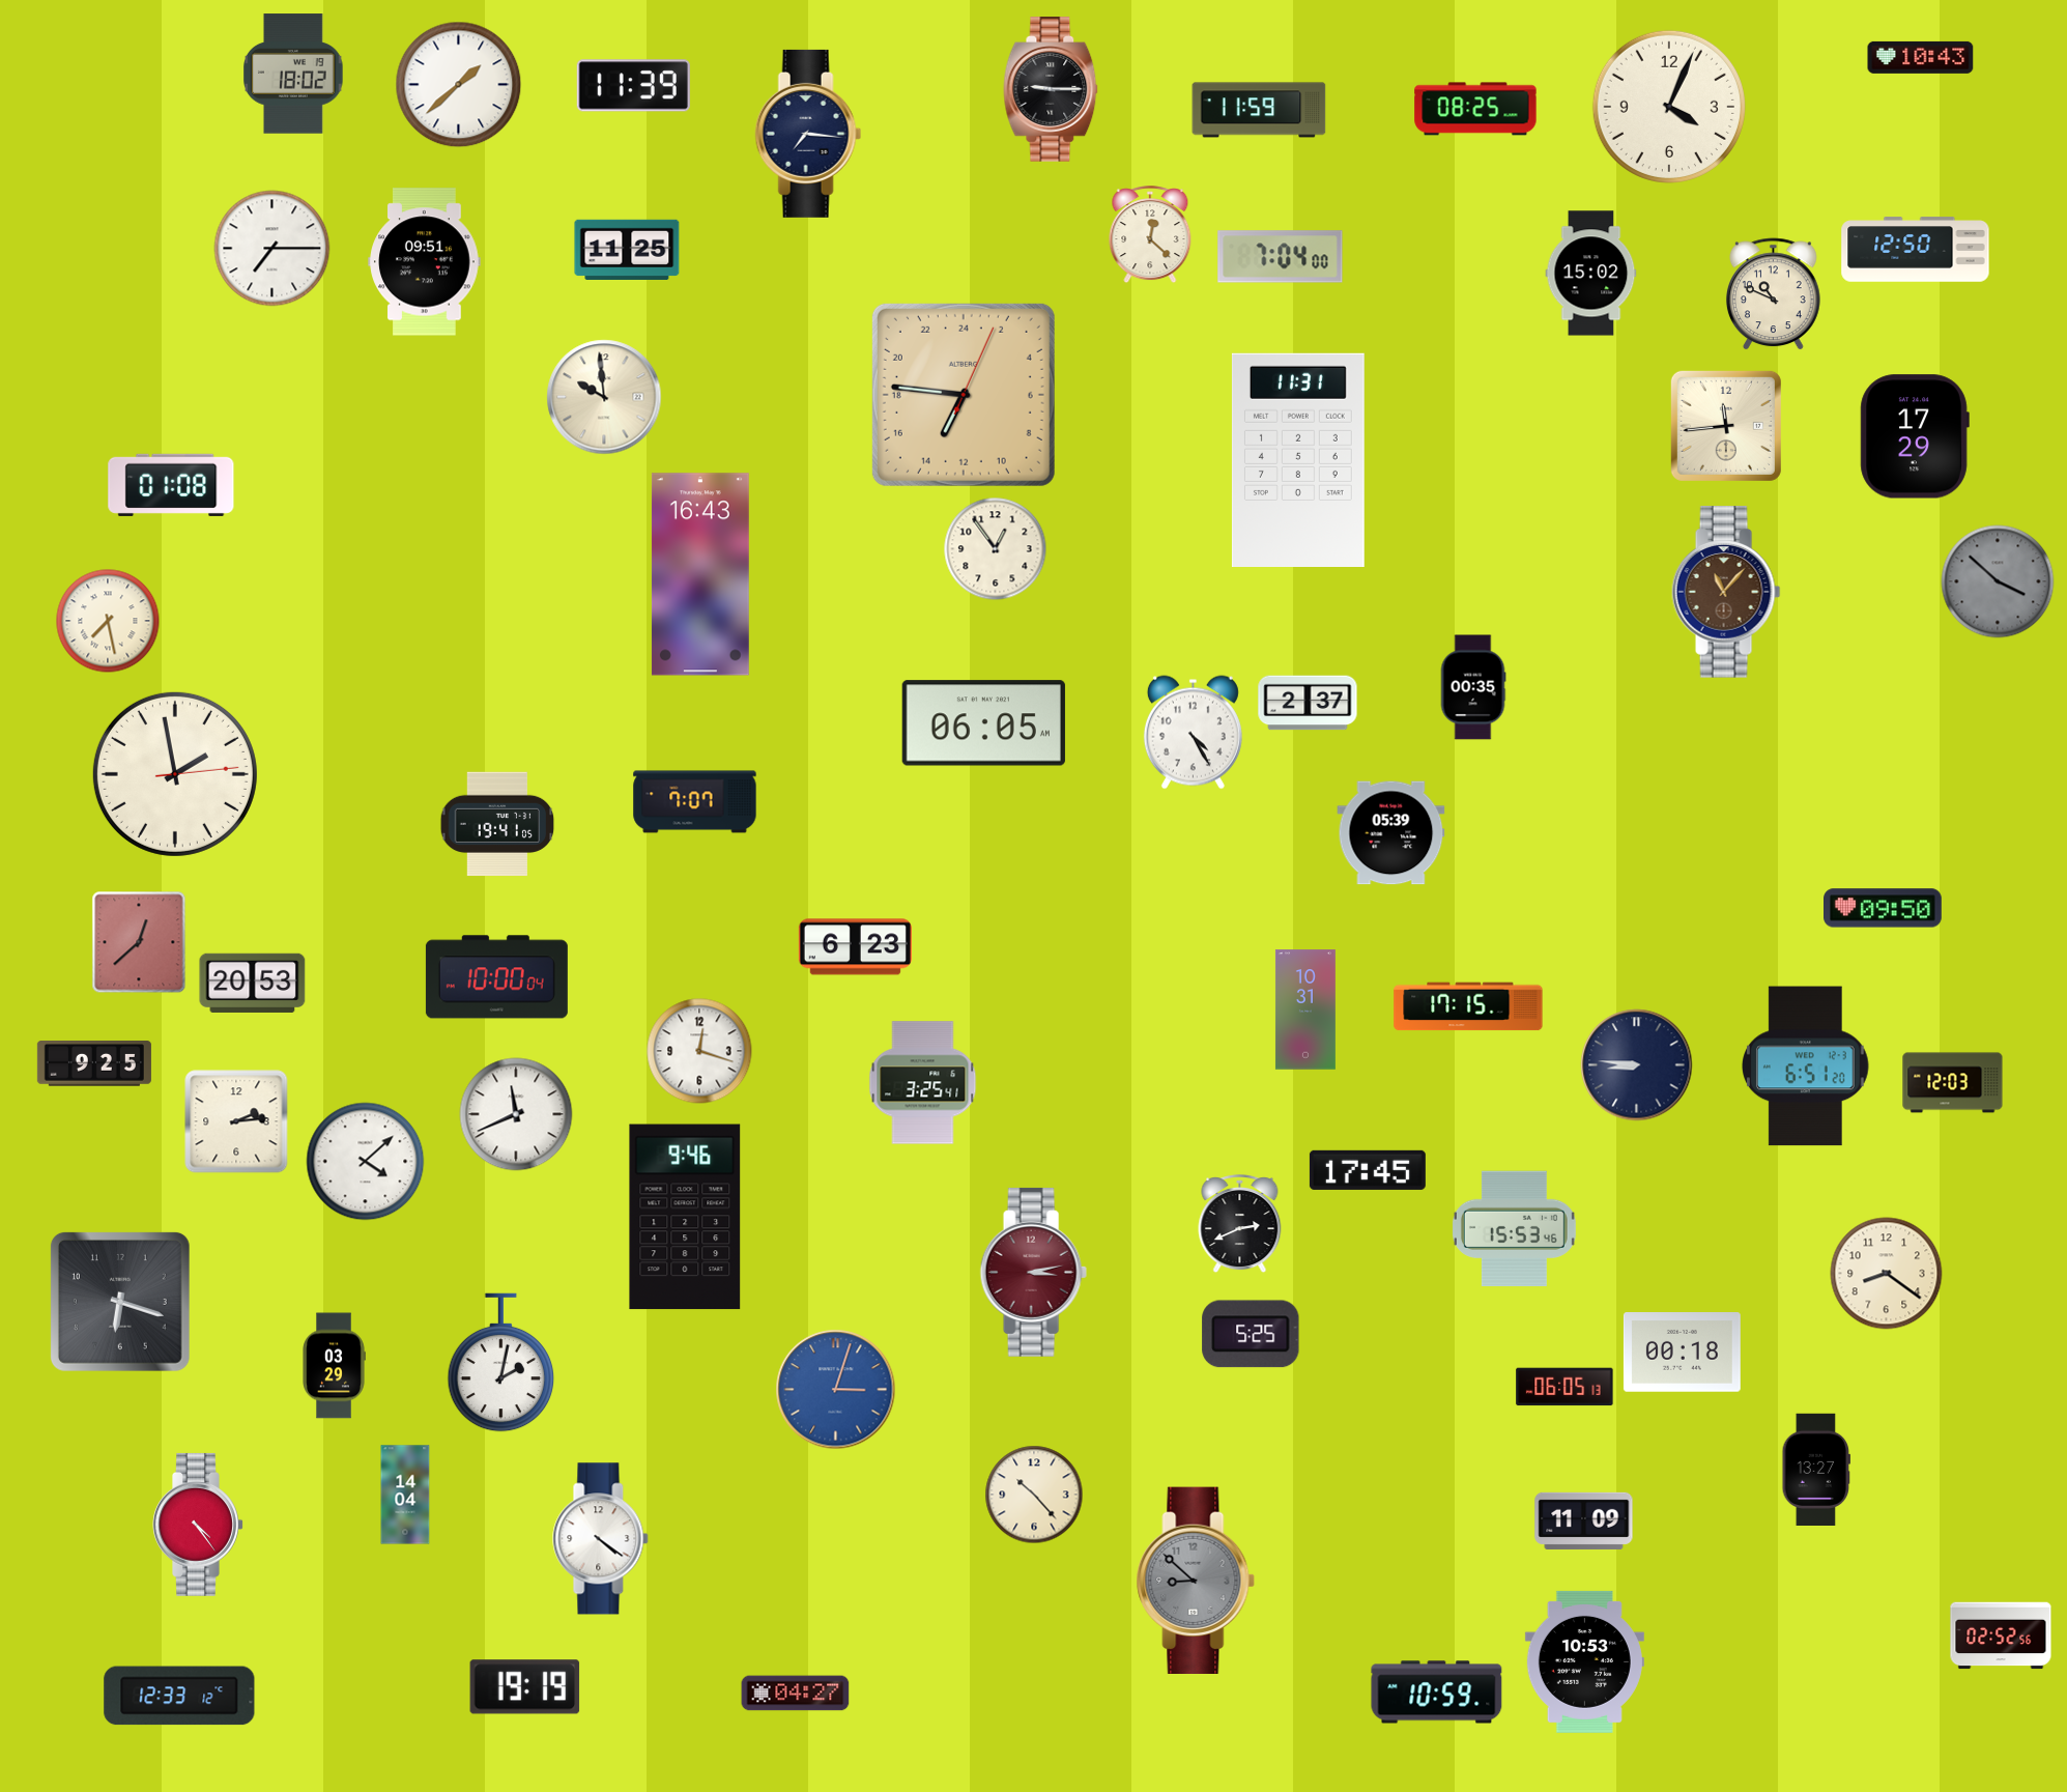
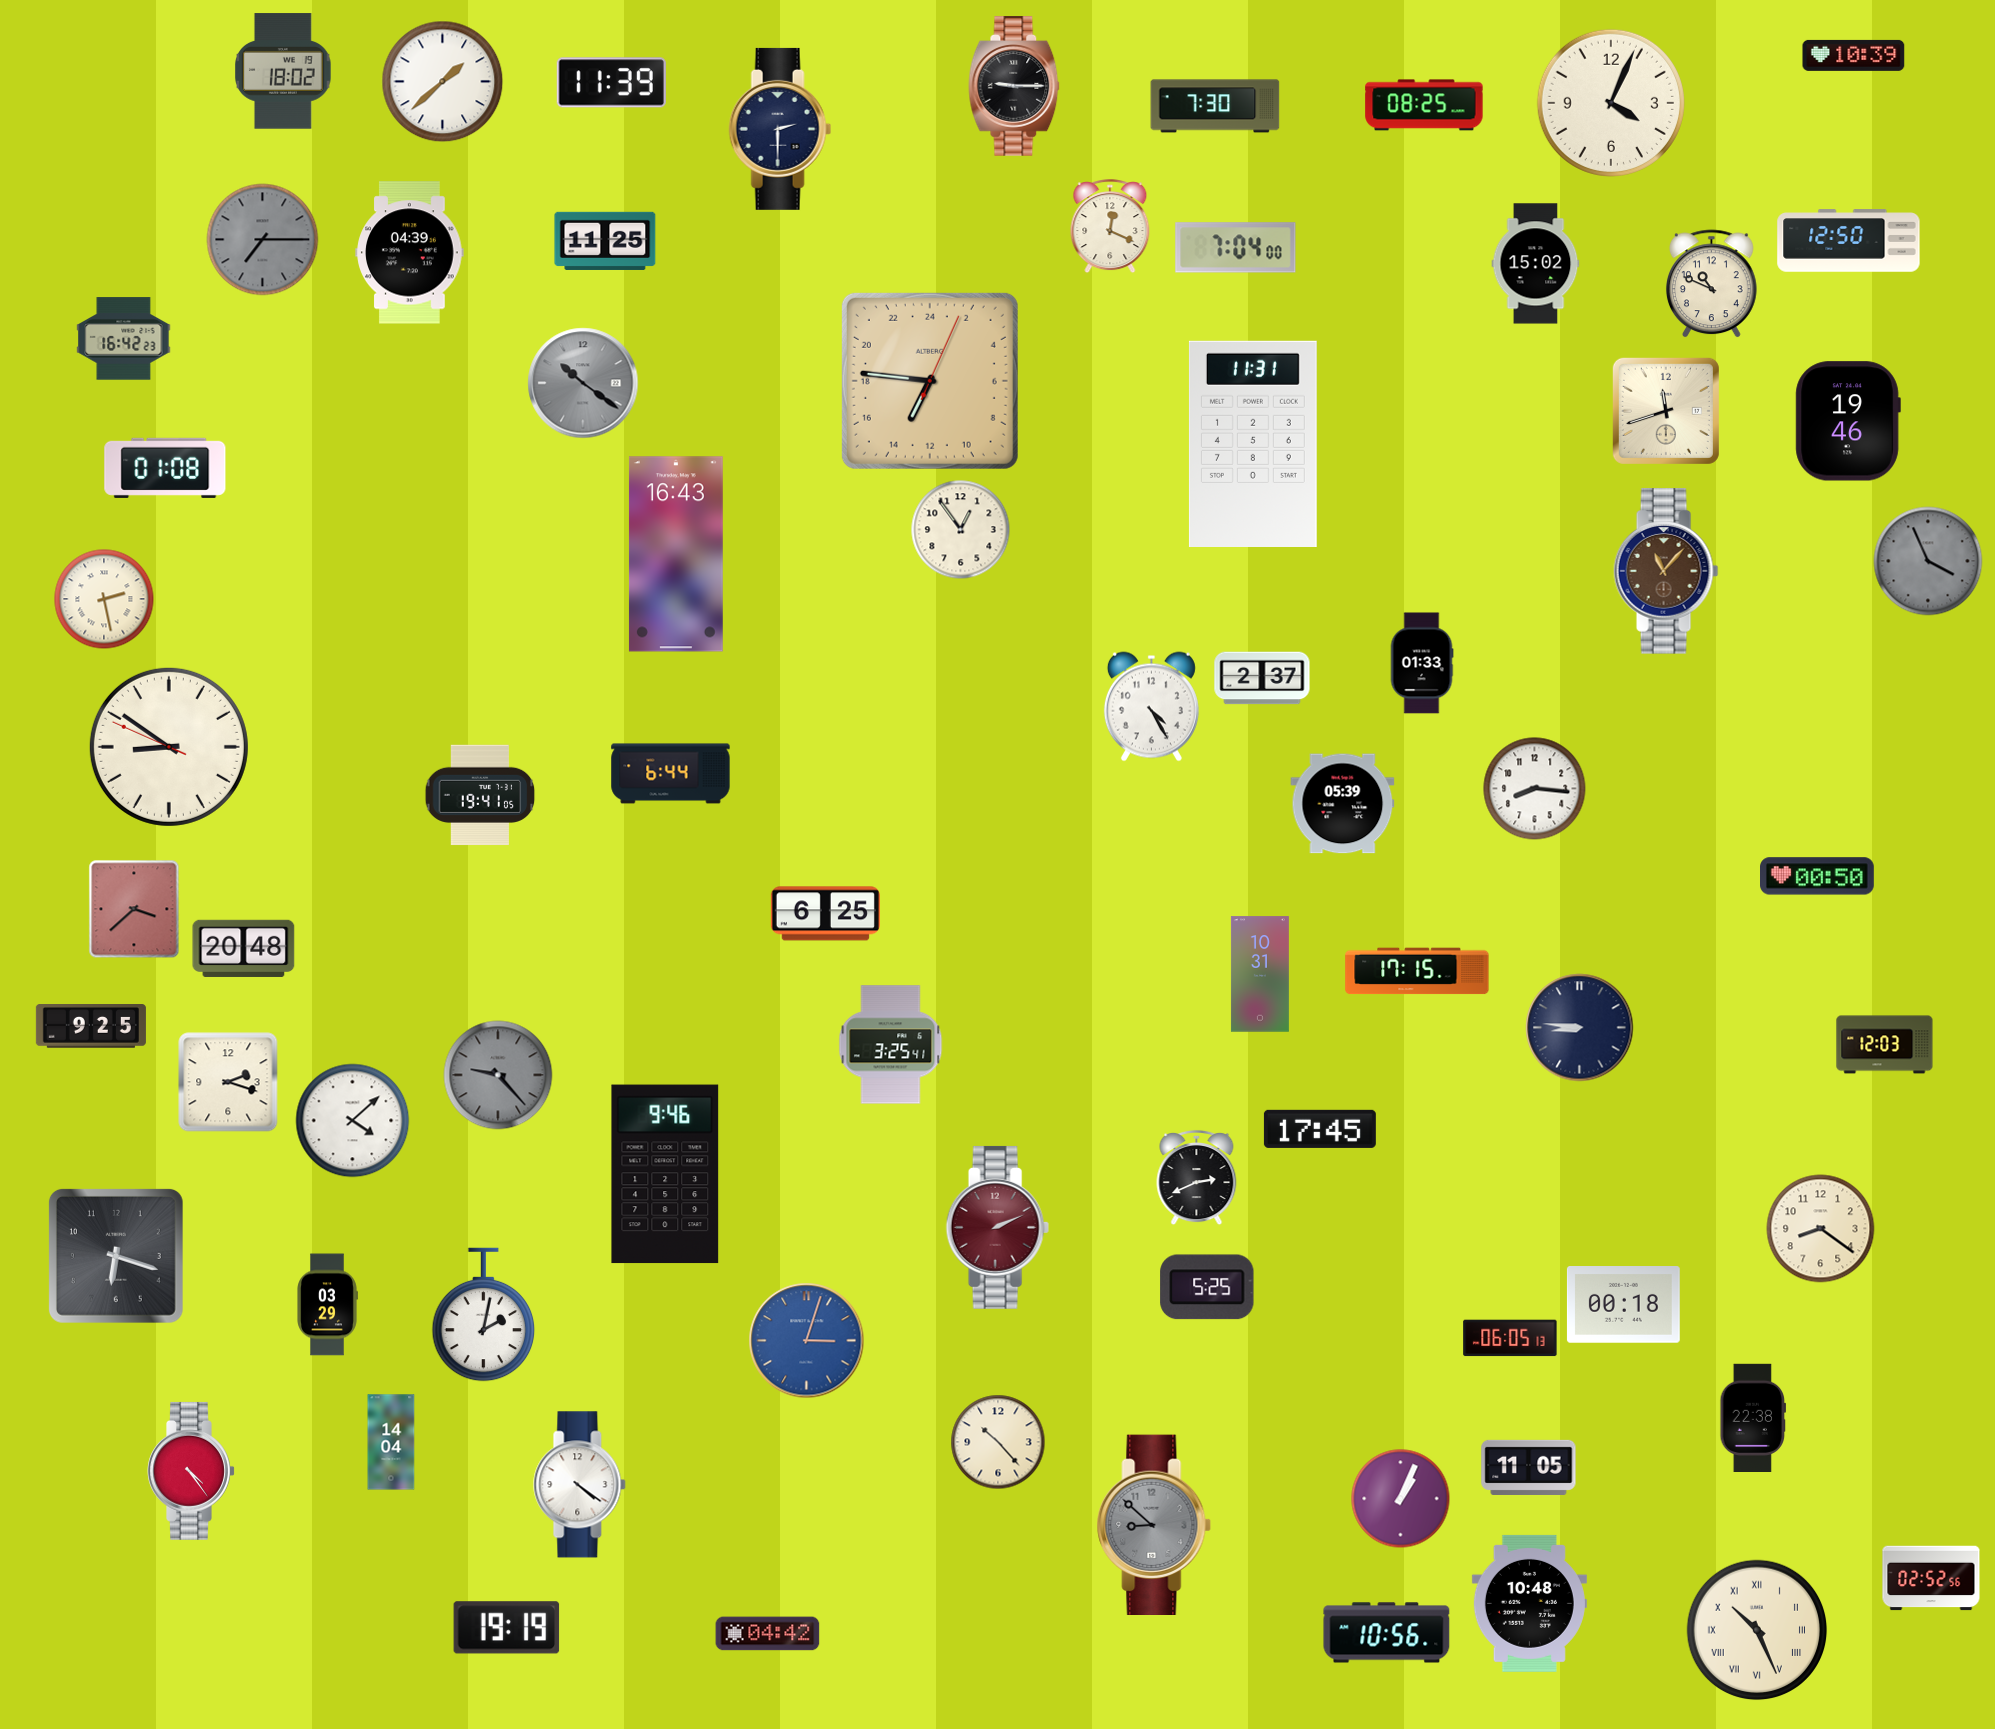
clock at (1921, 57): 10:43 -> 10:39
clock at (1259, 110): 11:59 -> 7:30
clock at (808, 134): 7:16 -> 2:30
clock at (1150, 235): 12:22 -> 12:19
clock at (272, 249) dial: white -> grey
clock at (425, 262): 09:51 -> 04:39
clock at (124, 339): none -> 16:42
clock at (604, 397): 9:59 -> 10:21
clock at (604, 397) dial: cream -> grey
clock at (1726, 426): 11:44 -> 11:42
clock at (1915, 436): 17:29 -> 19:46
clock at (1998, 581): 3:52 -> 3:56
clock at (108, 621): 7:28 -> 2:28
clock at (1473, 687): 00:35 -> 01:33
clock at (983, 723): 06:05 -> none
clock at (175, 774): 1:58 -> 8:50
clock at (695, 802): 7:07 -> 6:44
clock at (1535, 789): none -> 8:16
clock at (1884, 908): 09:50 -> 00:50
clock at (139, 942): 12:38 -> 3:38
clock at (855, 947): 6:23 -> 6:25
clock at (496, 977): 10:00 -> none
clock at (253, 983): 20:53 -> 20:48
clock at (699, 1051): 12:18 -> none
clock at (1806, 1066): 6:51 -> none
clock at (516, 1114): 11:41 -> 9:23
clock at (516, 1114) dial: white -> grey
clock at (236, 1121): 2:14 -> 2:18
clock at (685, 1217) position: (685, 1217) -> (665, 1174)
clock at (1240, 1224) position: (1240, 1224) -> (1197, 1178)
clock at (1514, 1229): 15:53 -> none
clock at (1033, 1272): 3:13 -> 2:11
clock at (334, 1366) position: (334, 1366) -> (327, 1305)
clock at (1815, 1469): 13:27 -> 22:38
clock at (1584, 1520): 11:09 -> 11:05
clock at (1401, 1499): none -> 1:04
clock at (1584, 1661): 10:53 -> 10:48
clock at (1757, 1630): none -> 10:26
clock at (1437, 1693): 10:59 -> 10:56
clock at (796, 1694): 04:27 -> 04:42
clock at (179, 1696): 12:33 -> none
